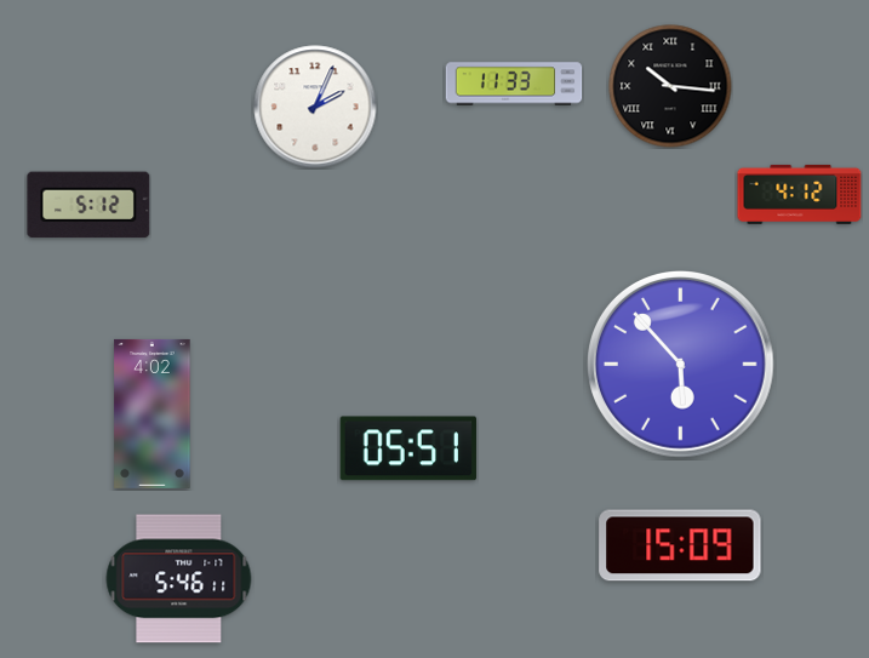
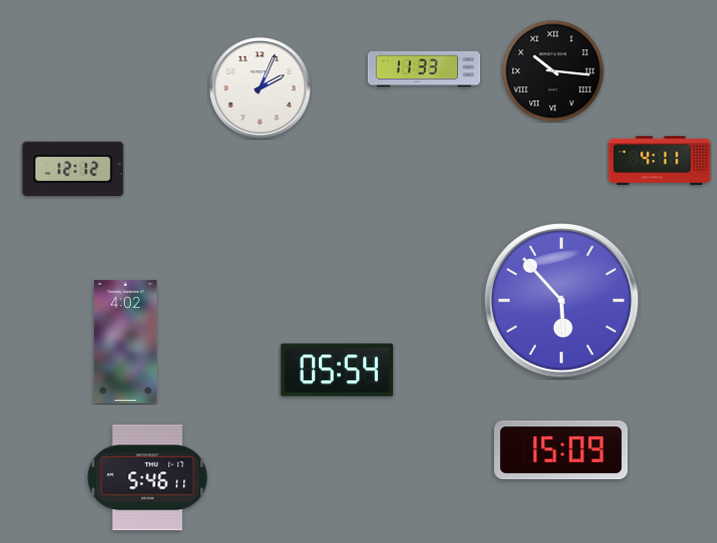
clock at (800, 194): 4:12 -> 4:11
clock at (88, 205): 5:12 -> 12:12
clock at (408, 448): 05:51 -> 05:54
